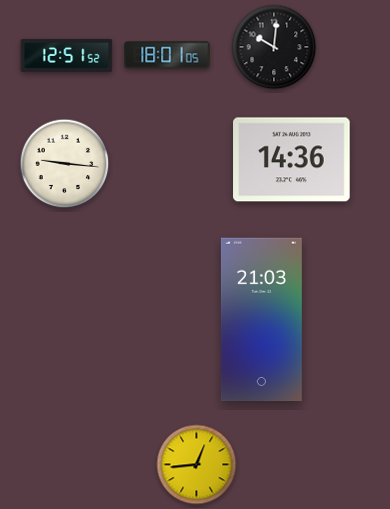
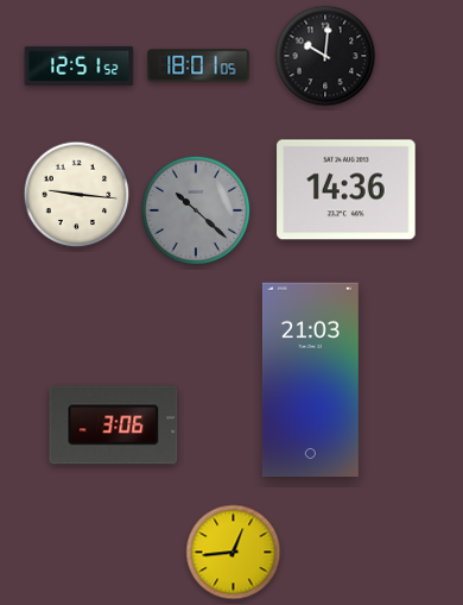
clock at (196, 210): none -> 10:22
clock at (114, 426): none -> 3:06
